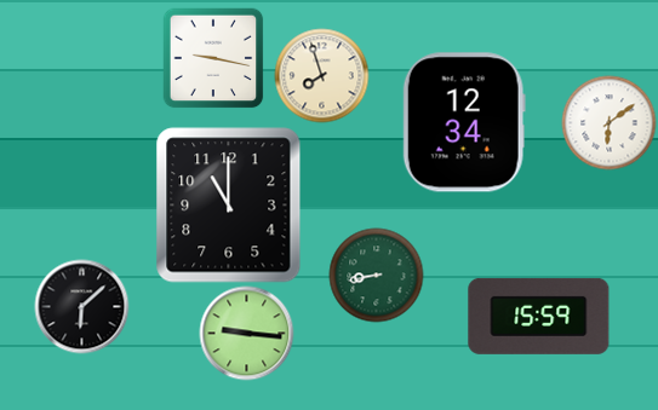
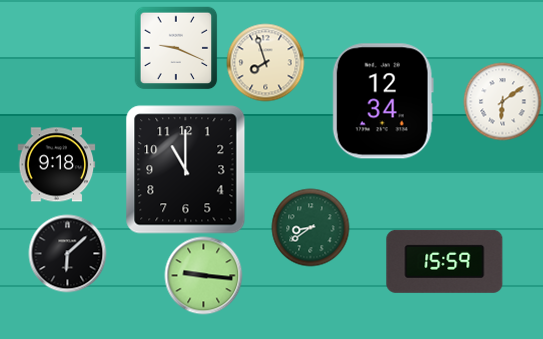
clock at (213, 58): 9:17 -> 9:19
clock at (56, 165): none -> 9:18
clock at (229, 206) position: (229, 206) -> (186, 170)
clock at (376, 275): 8:43 -> 8:39
